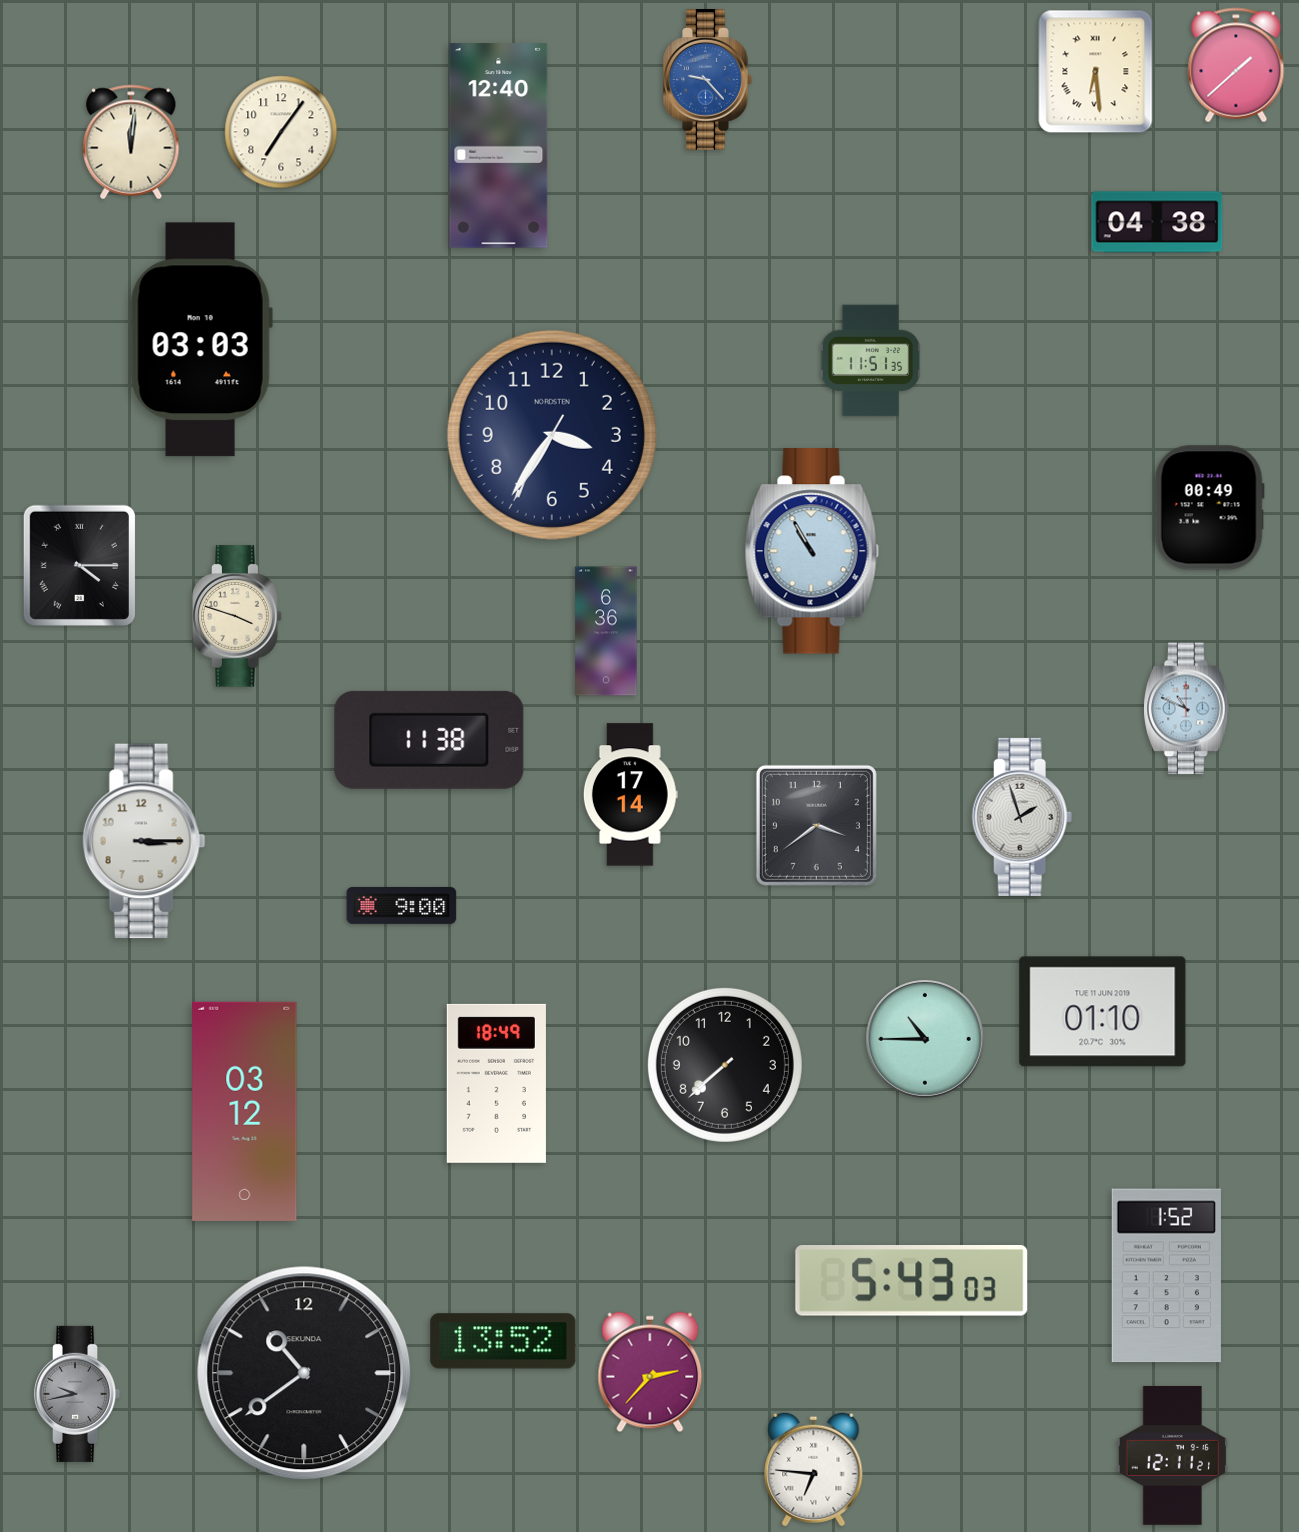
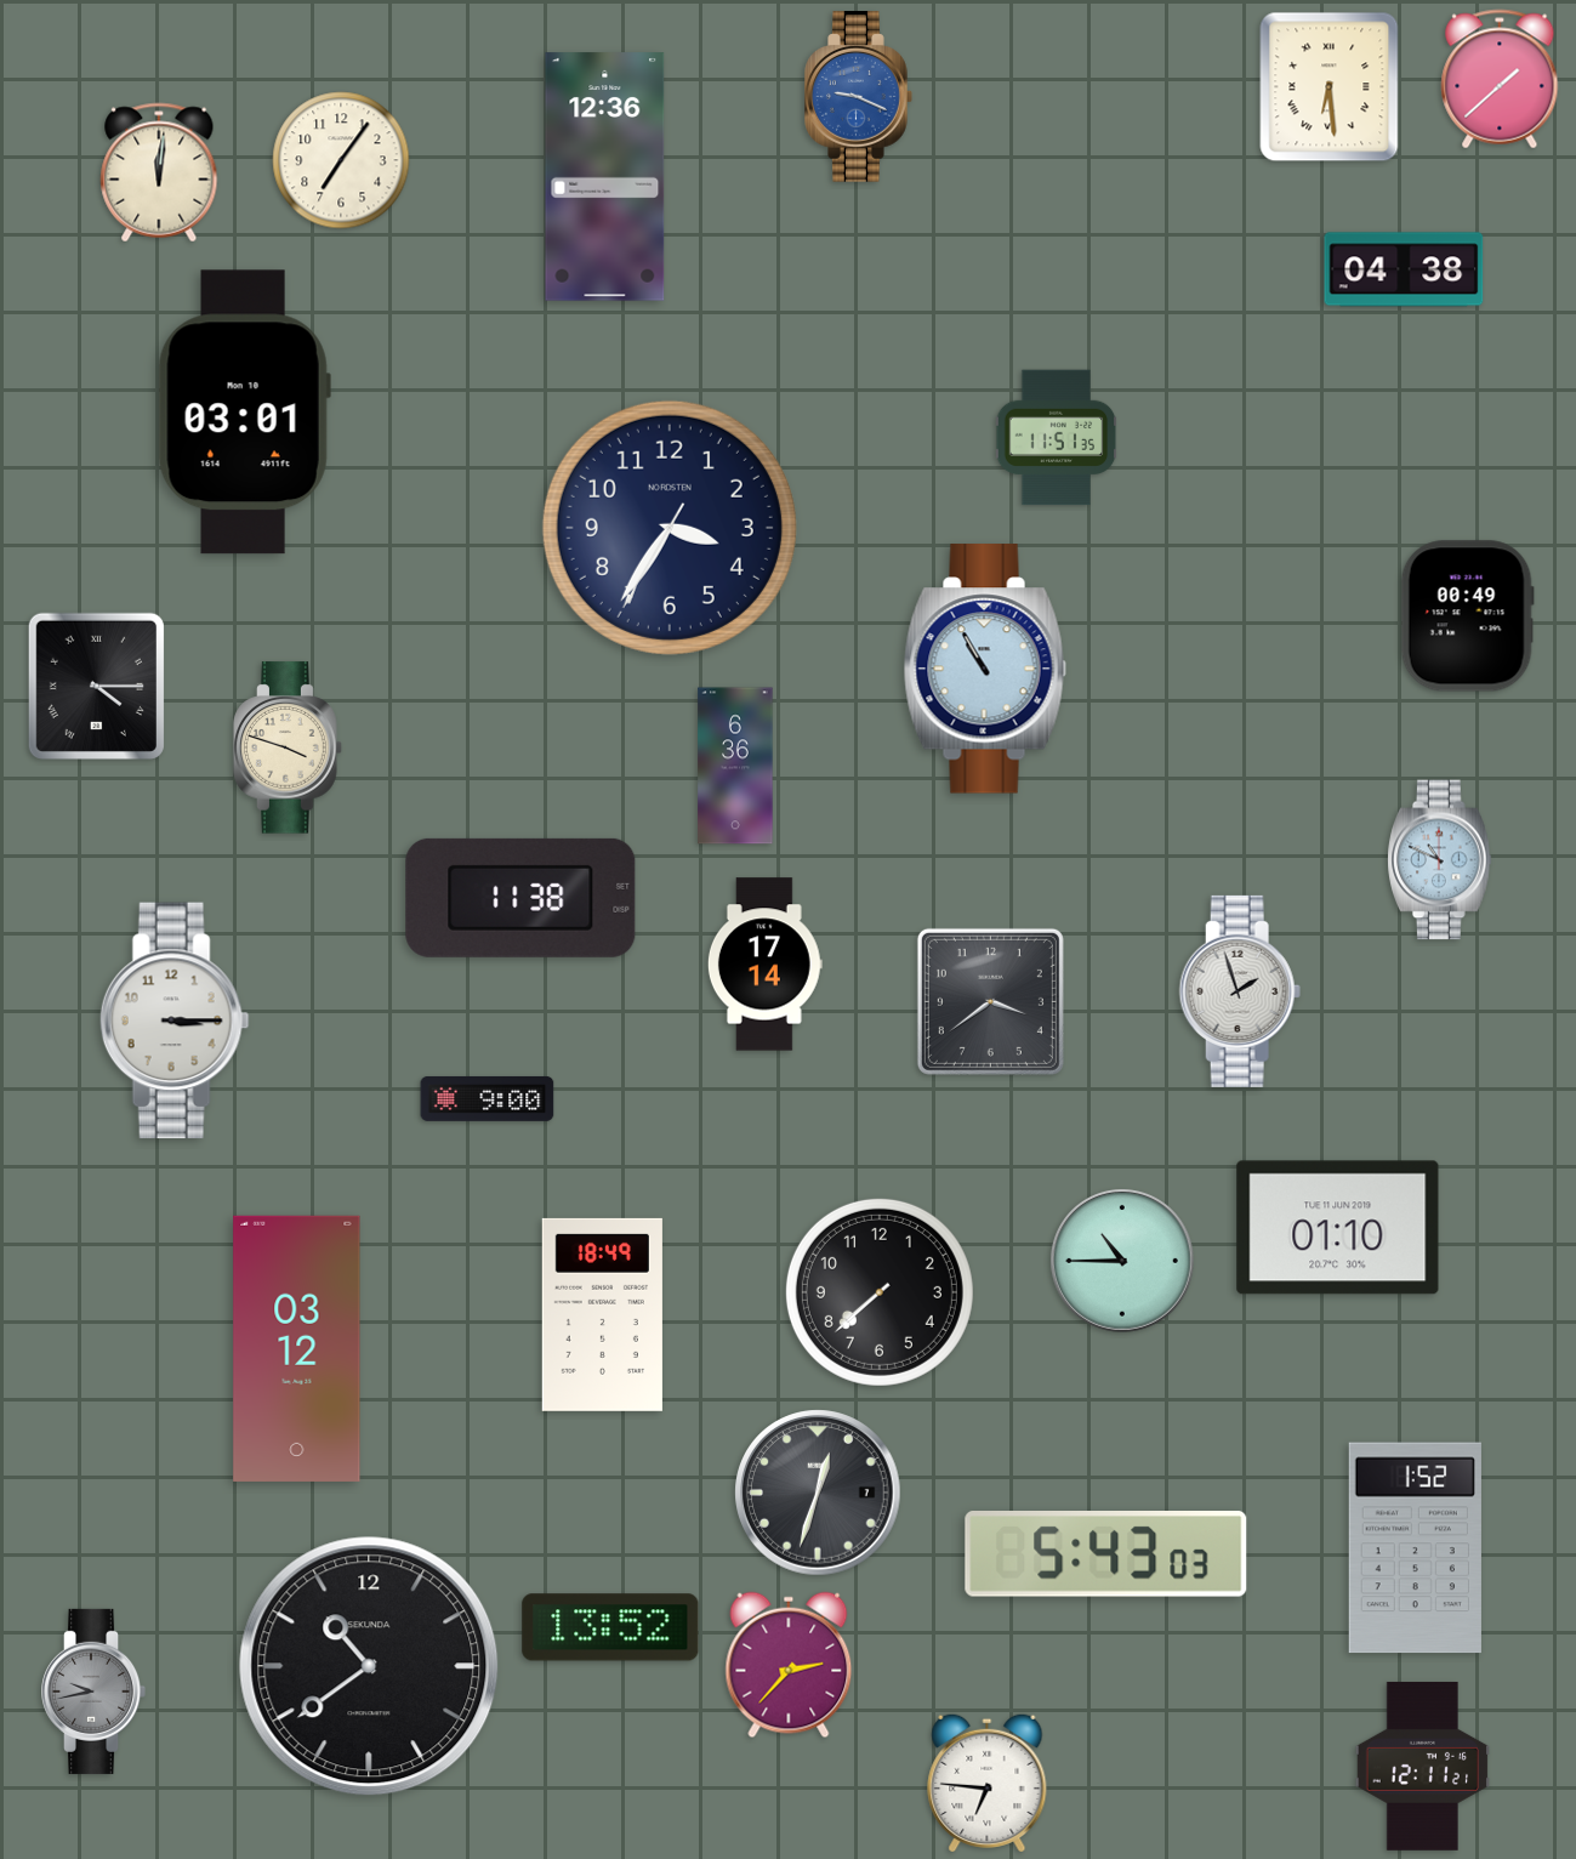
clock at (708, 80): 9:23 -> 9:19
clock at (499, 146): 12:40 -> 12:36
clock at (201, 340): 03:03 -> 03:01
clock at (818, 1493): none -> 12:33
